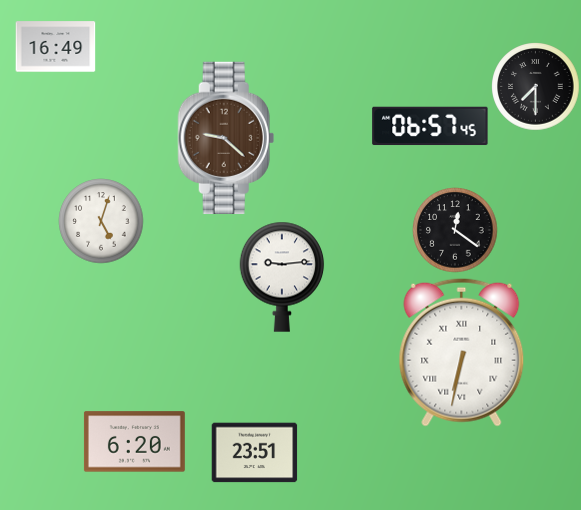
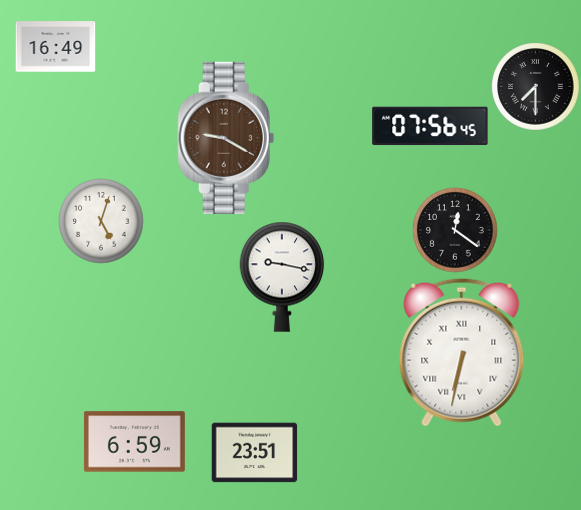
clock at (430, 126): 06:57 -> 07:56
clock at (226, 137): 9:22 -> 9:20
clock at (282, 277): 9:14 -> 9:17
clock at (134, 442): 6:20 -> 6:59
